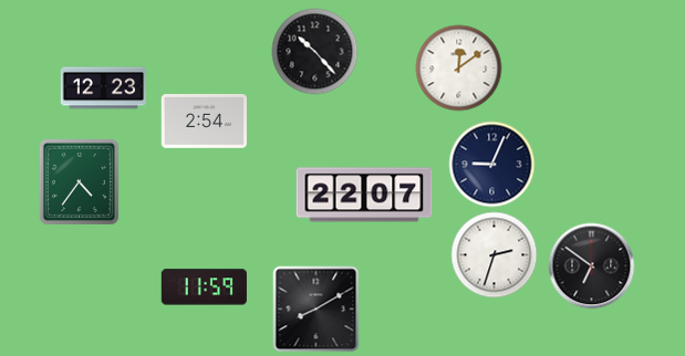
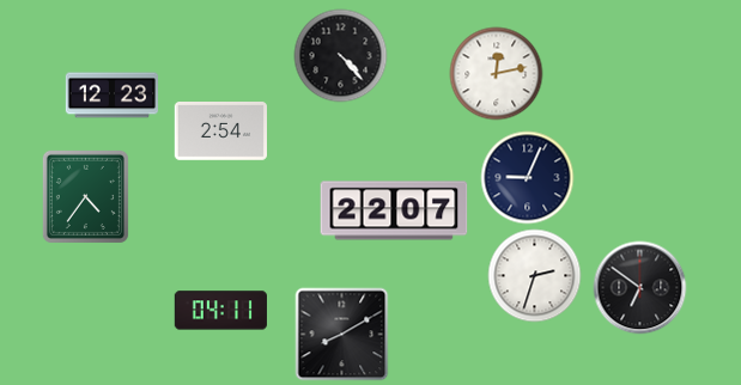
clock at (314, 51): 10:23 -> 4:23
clock at (458, 67): 12:09 -> 12:13
clock at (491, 164) position: (491, 164) -> (527, 177)
clock at (204, 287): 11:59 -> 04:11
